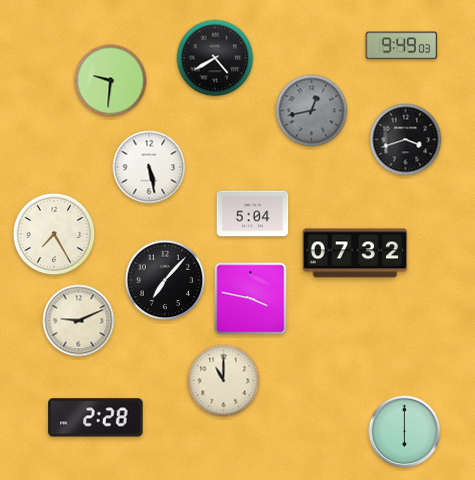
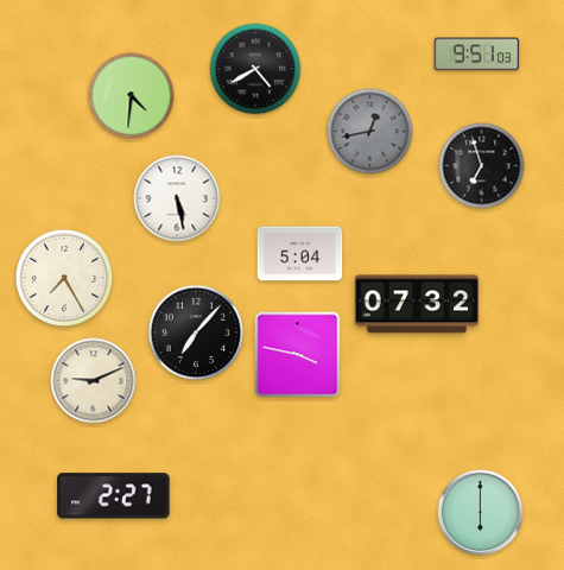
clock at (402, 46): 9:49 -> 9:51
clock at (111, 81): 9:31 -> 4:31
clock at (406, 140): 3:42 -> 6:57
clock at (355, 253) position: (355, 253) -> (417, 304)
clock at (224, 381): 11:00 -> none
clock at (96, 418): 2:28 -> 2:27
